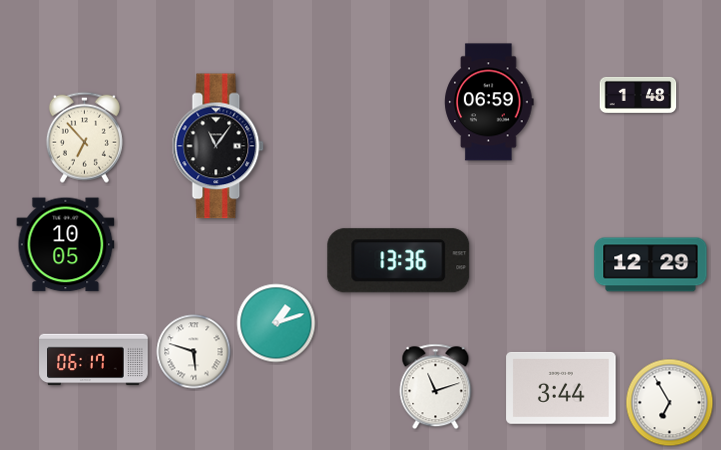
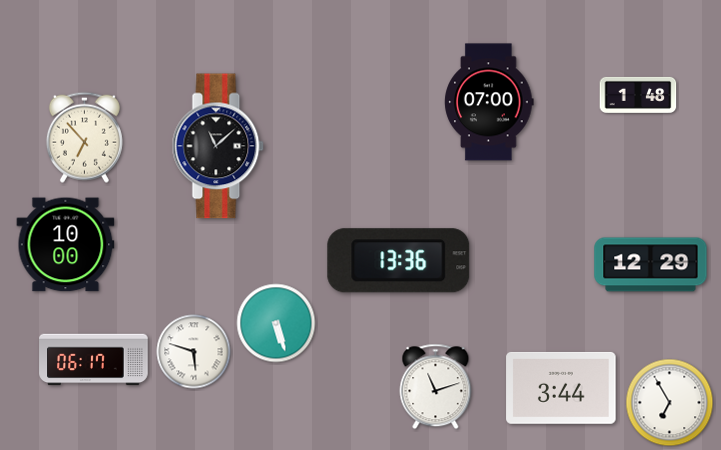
clock at (489, 102): 06:59 -> 07:00
clock at (218, 146): 11:06 -> 11:08
clock at (66, 245): 10:05 -> 10:00
clock at (276, 323): 1:12 -> 5:27
